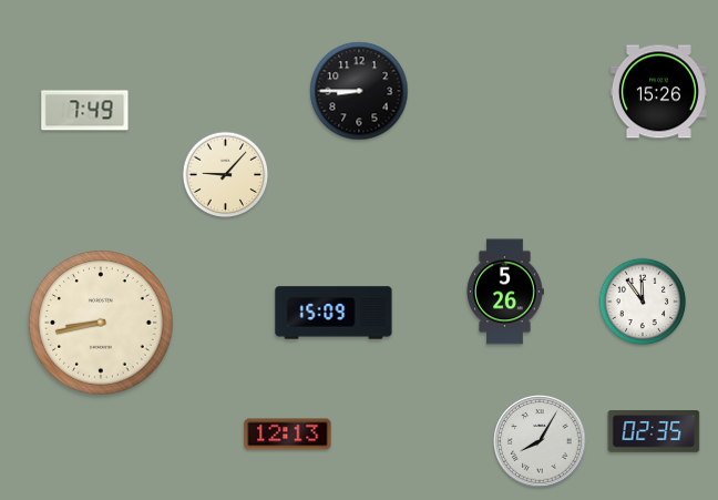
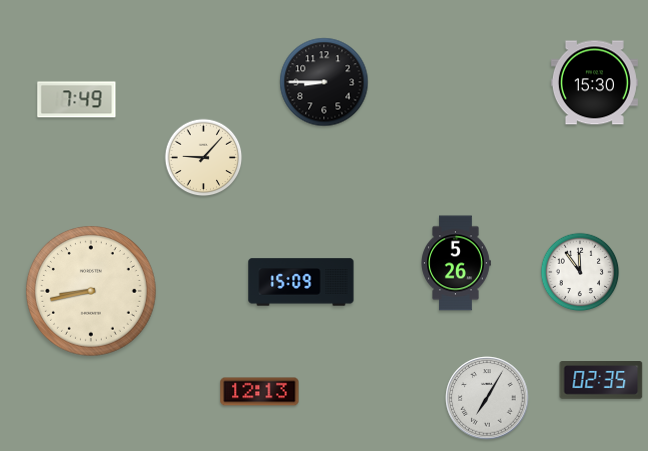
clock at (658, 92): 15:26 -> 15:30
clock at (654, 432) position: (654, 432) -> (601, 381)
clock at (540, 441): 8:05 -> 7:05
